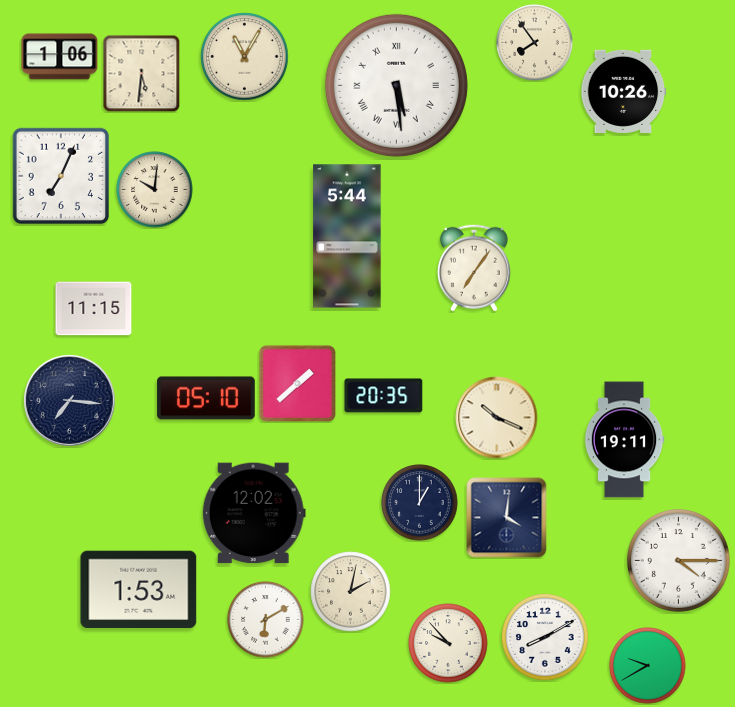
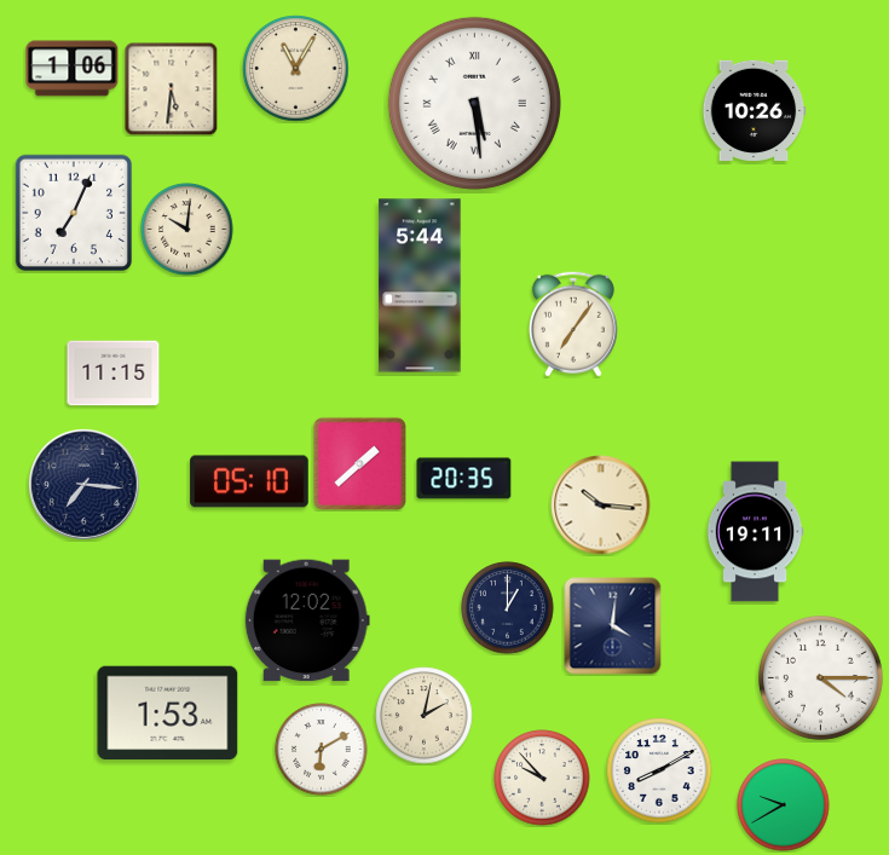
clock at (535, 43): 7:54 -> none
clock at (396, 85) position: (396, 85) -> (474, 103)
clock at (497, 418): 10:19 -> 10:16
